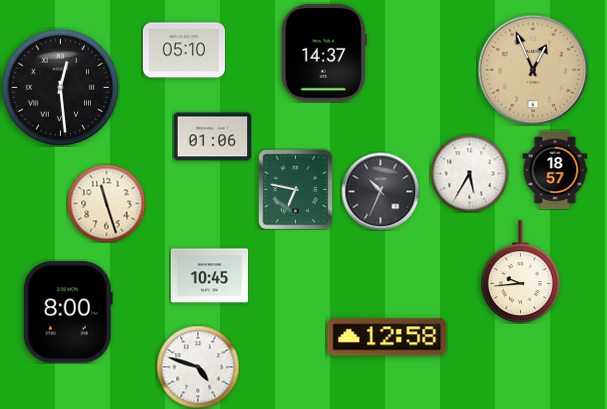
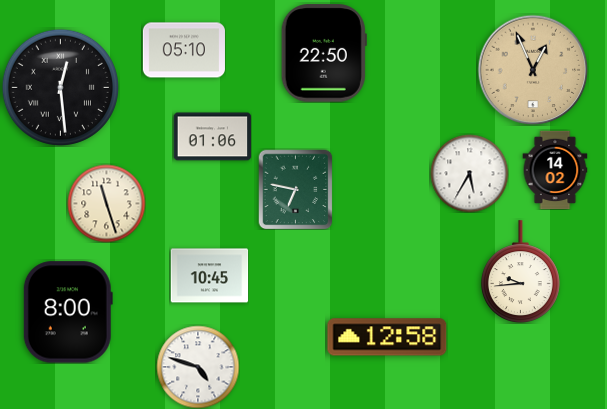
clock at (324, 53): 14:37 -> 22:50
clock at (555, 170): 18:57 -> 14:02
clock at (380, 191): 10:34 -> none
